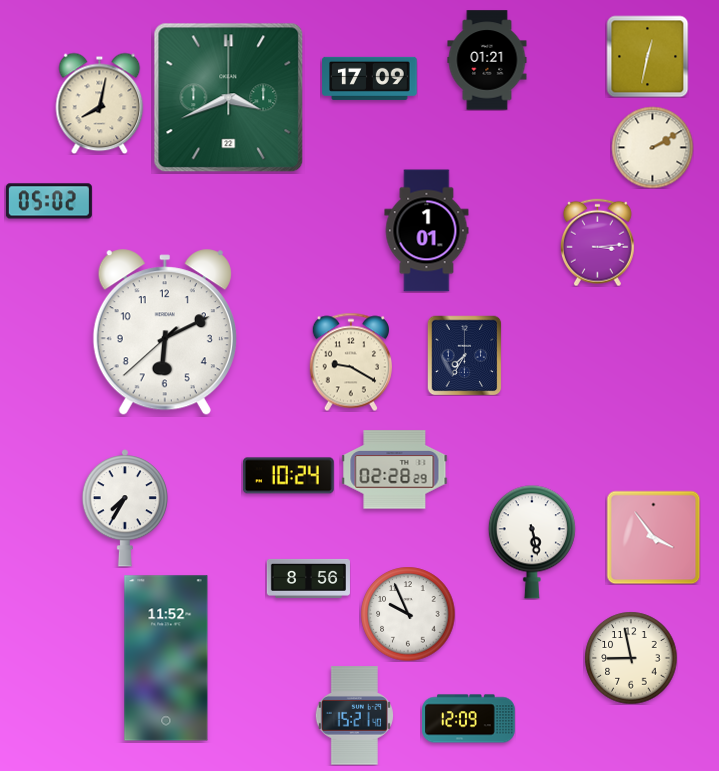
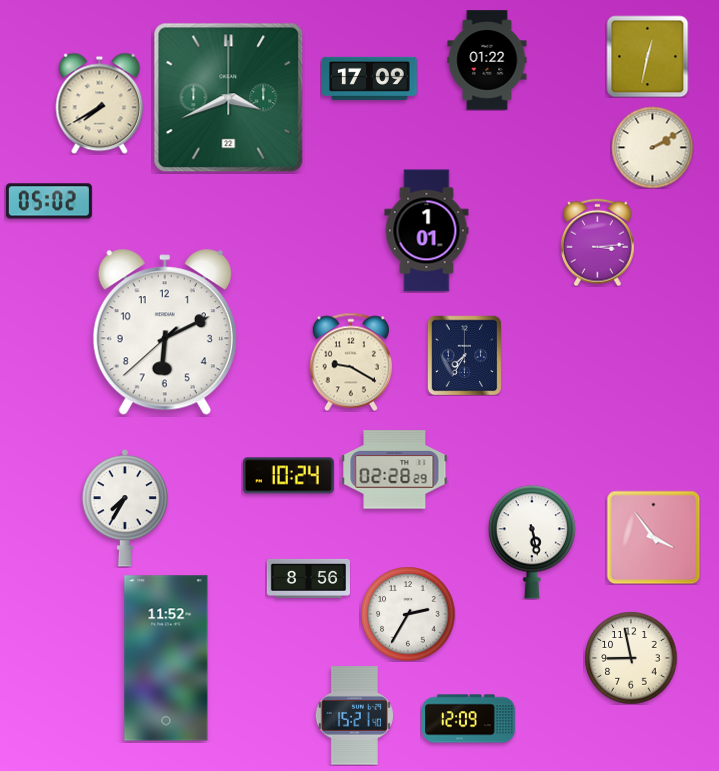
clock at (487, 60): 01:21 -> 01:22
clock at (100, 103): 8:02 -> 7:40
clock at (408, 614): 9:56 -> 2:35
